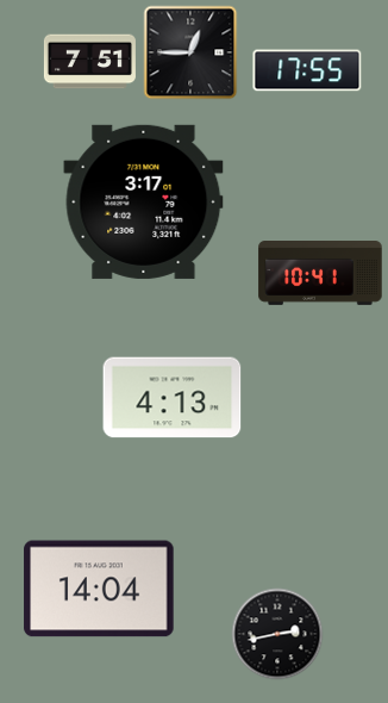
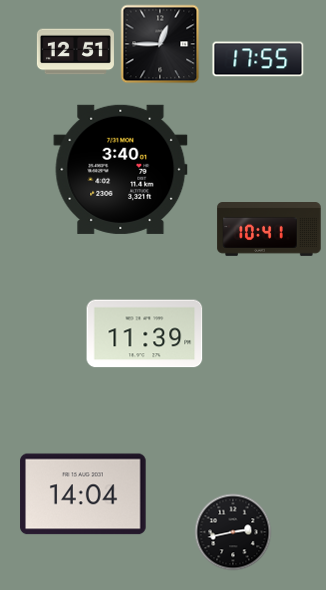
clock at (89, 62): 7:51 -> 12:51
clock at (144, 201): 3:17 -> 3:40
clock at (173, 398): 4:13 -> 11:39
